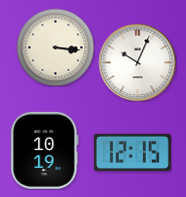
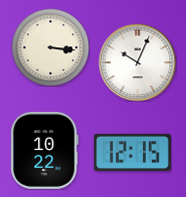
clock at (55, 47) position: (55, 47) -> (50, 47)
clock at (45, 150): 10:19 -> 10:22
